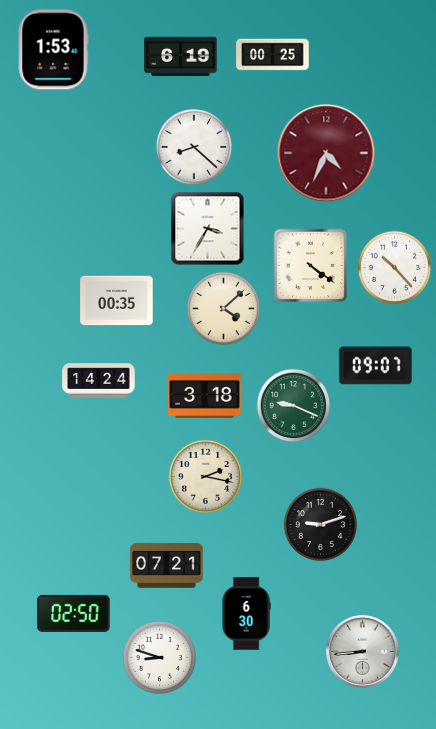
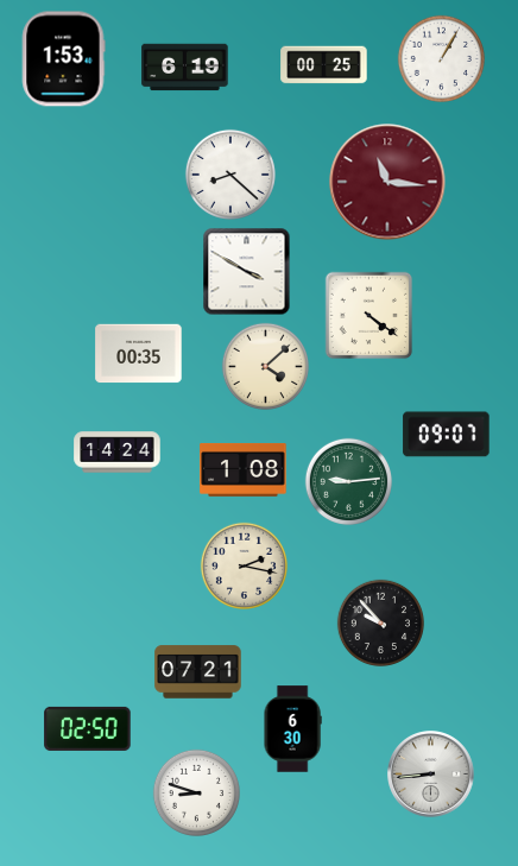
clock at (441, 58): none -> 1:05
clock at (181, 57) position: (181, 57) -> (185, 68)
clock at (326, 153): 4:34 -> 11:16
clock at (208, 229): 3:35 -> 3:50
clock at (394, 267): 10:23 -> none
clock at (117, 301) position: (117, 301) -> (139, 354)
clock at (205, 396): 3:18 -> 1:08
clock at (293, 405): 9:19 -> 9:14
clock at (320, 524): 9:12 -> 9:53
clock at (159, 657) position: (159, 657) -> (196, 792)
